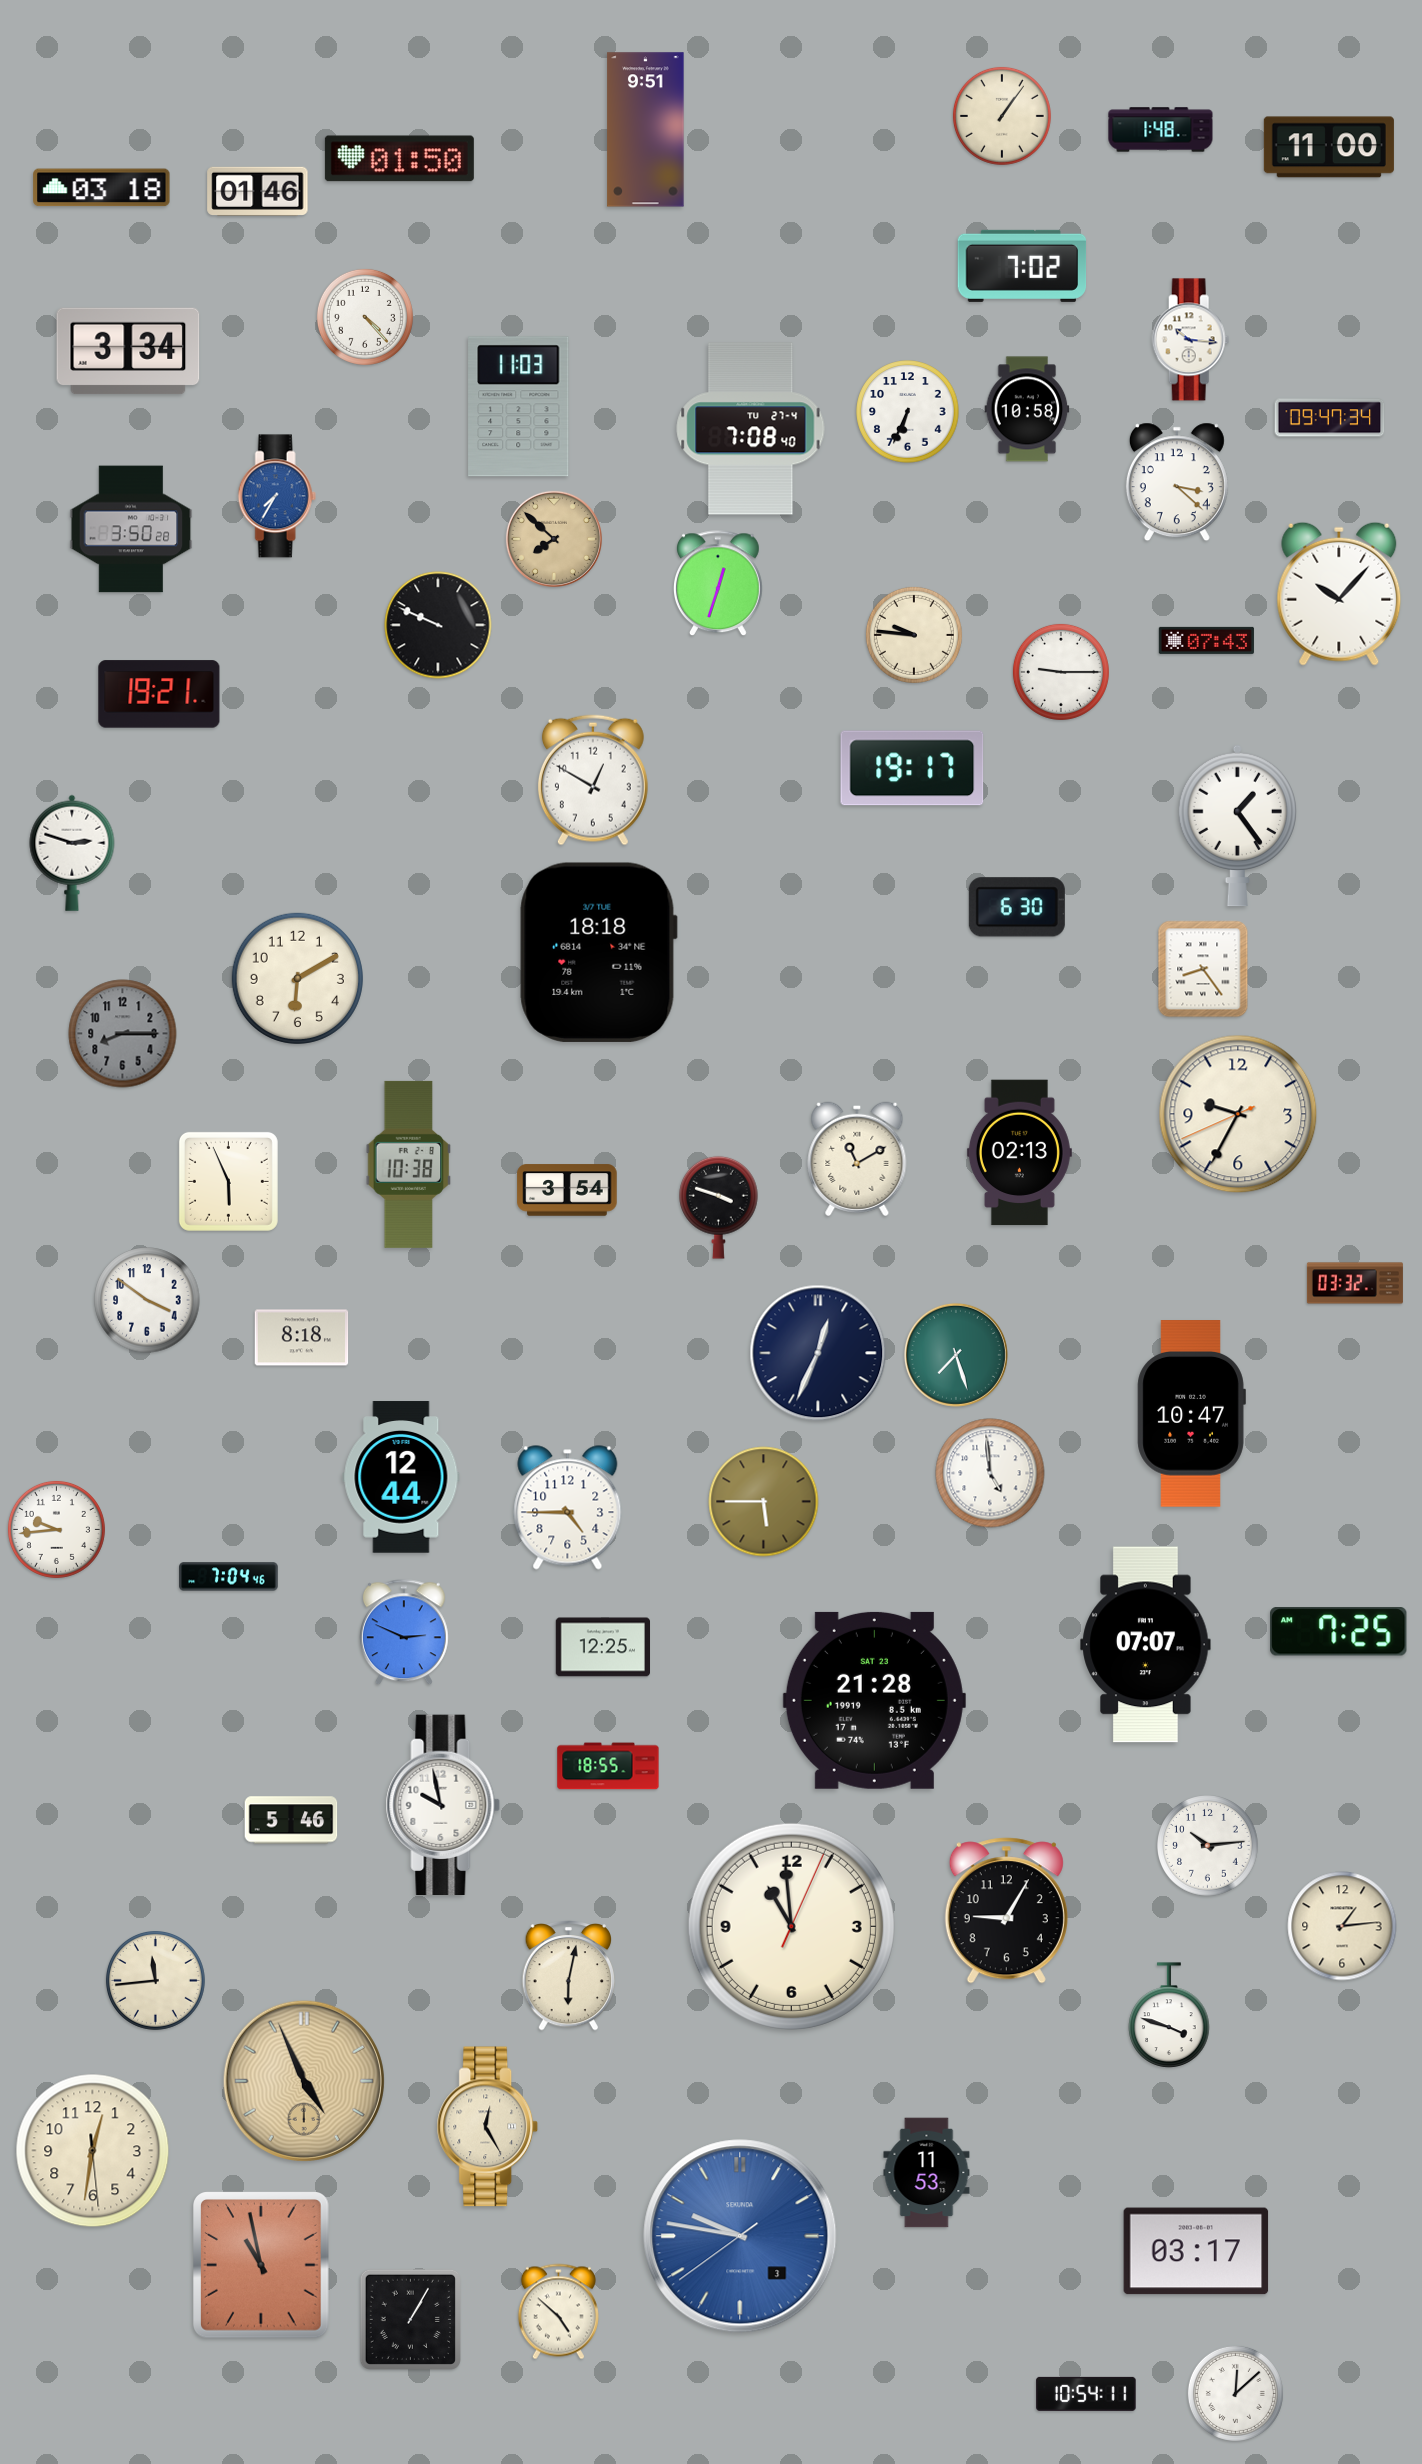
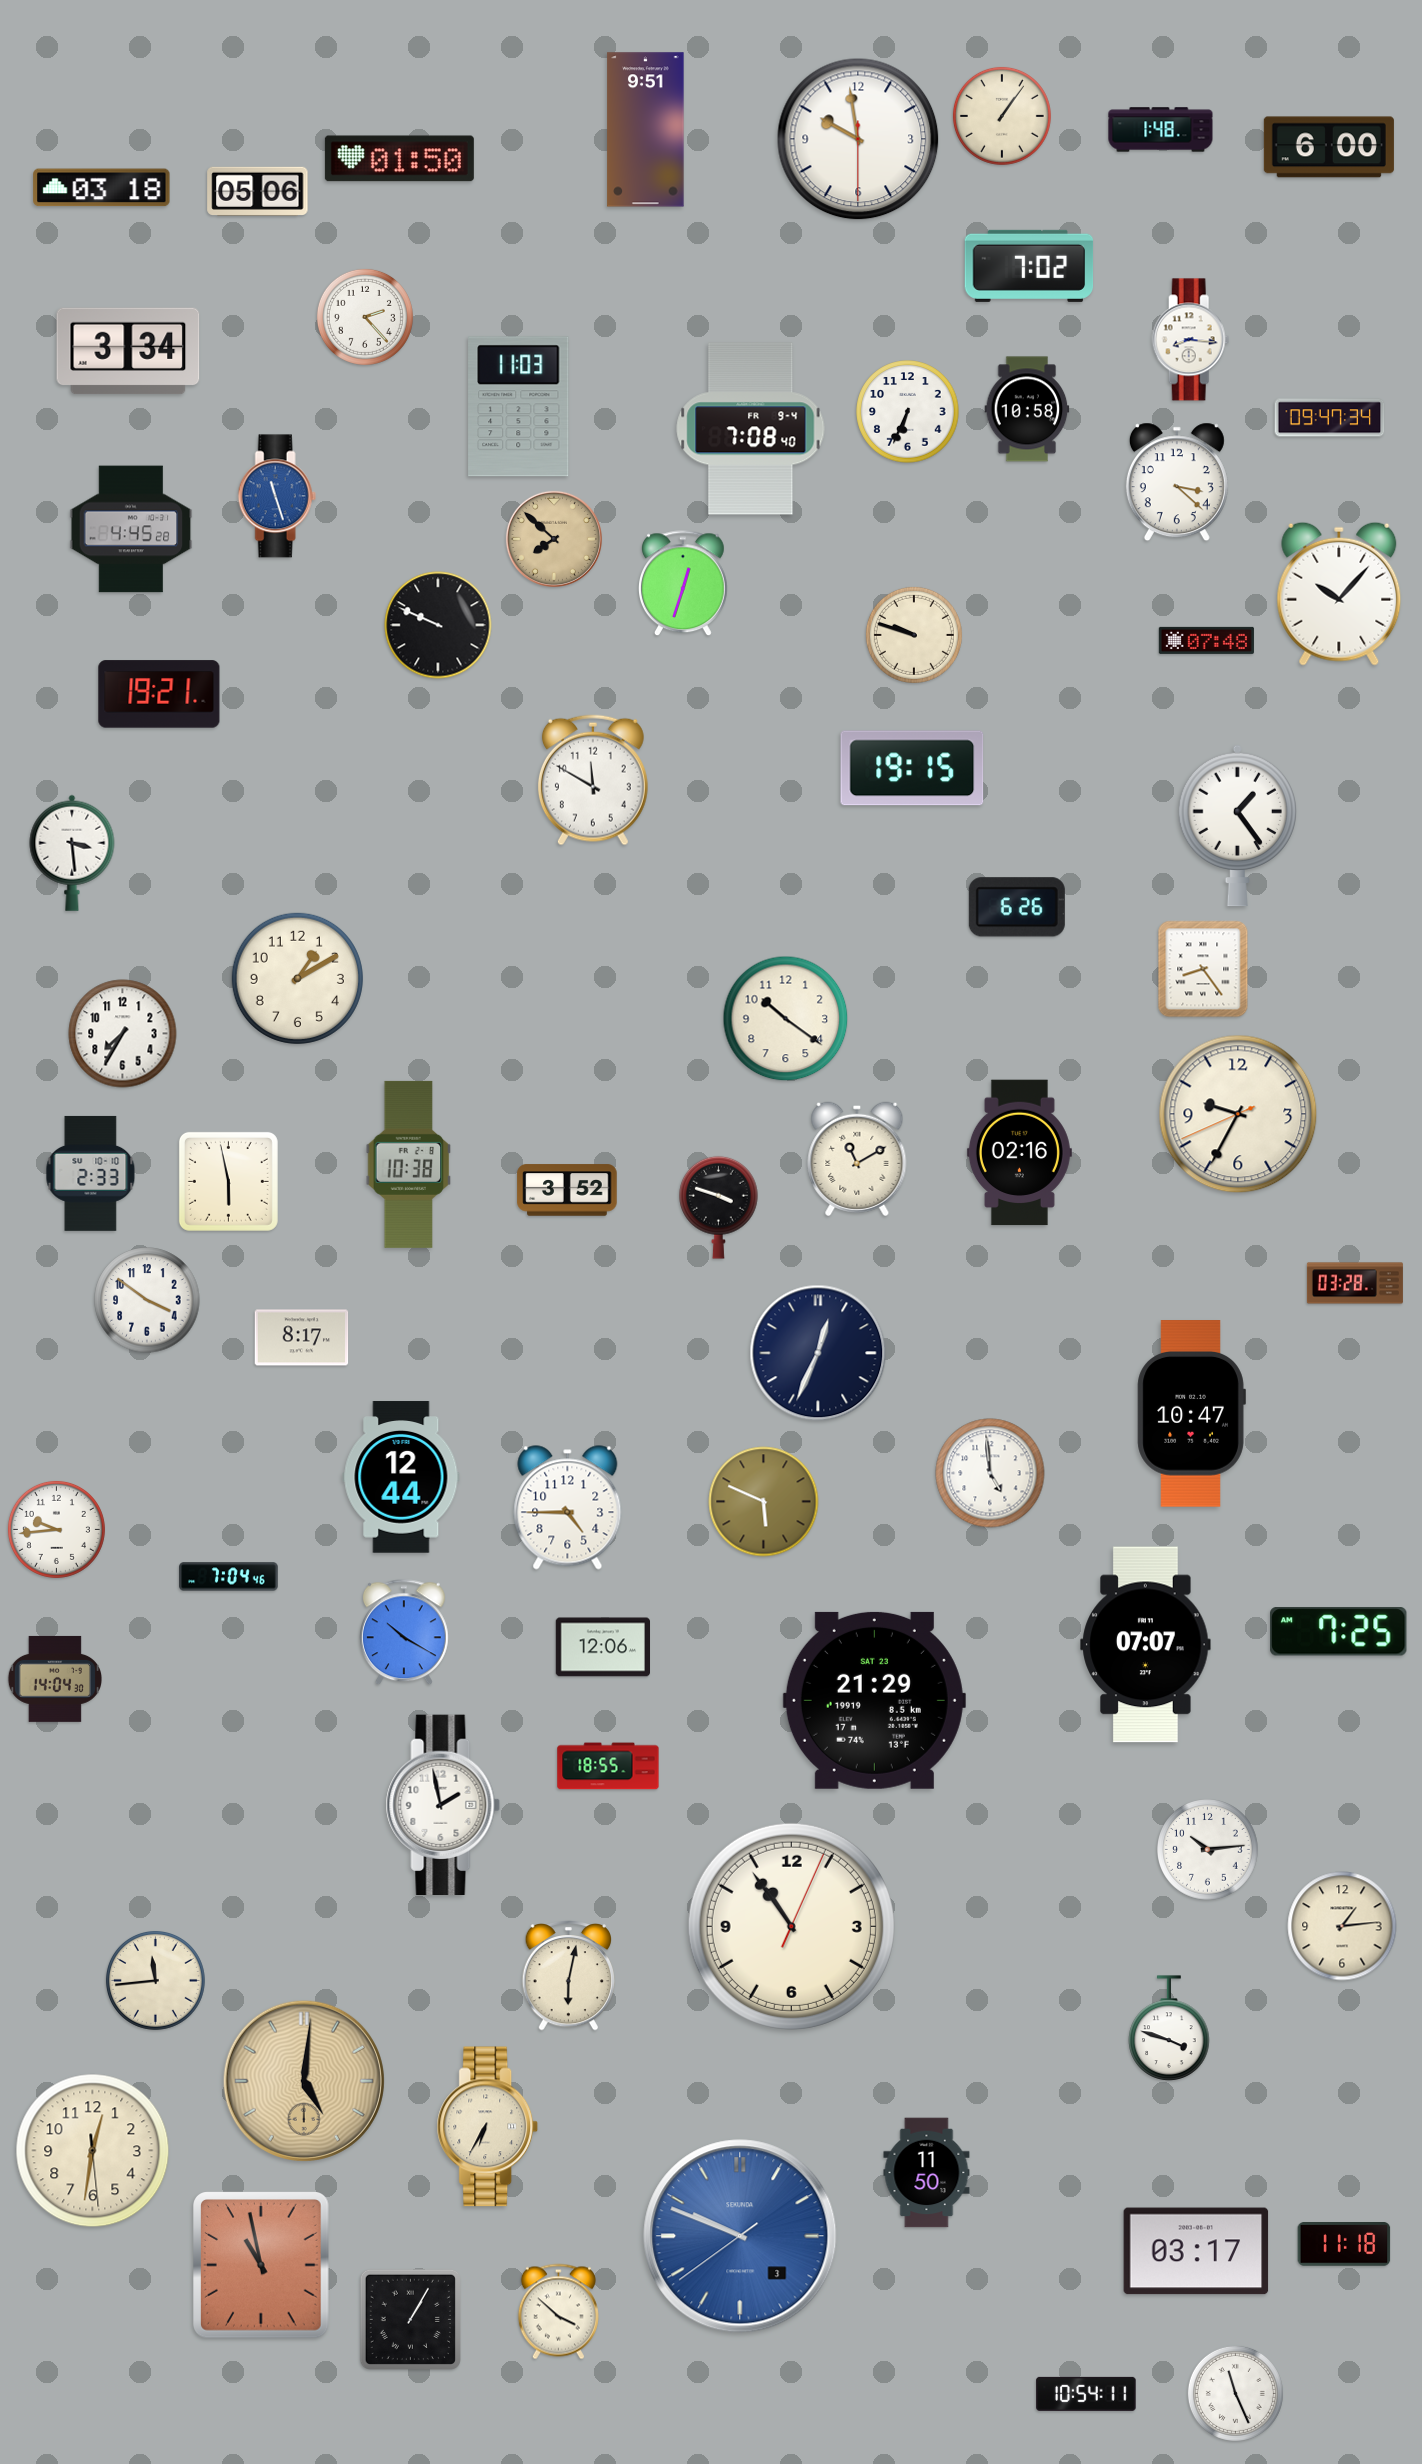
clock at (858, 139): none -> 9:58
clock at (1329, 147): 11:00 -> 6:00
clock at (258, 191): 01:46 -> 05:06
clock at (1022, 266) position: (1022, 266) -> (1029, 266)
clock at (365, 317): 4:23 -> 2:23
clock at (1191, 340): 10:16 -> 8:16
clock at (751, 429) date: TU 27-4 -> FR 9-4
clock at (277, 496): 7:35 -> 11:27
clock at (131, 529): 3:50 -> 4:45
clock at (718, 584) position: (718, 584) -> (683, 584)
clock at (914, 635): 9:46 -> 9:48
clock at (1206, 640): 07:43 -> 07:48
clock at (1061, 672): 9:15 -> none
clock at (912, 768): 19:17 -> 19:15
clock at (593, 780): 12:50 -> 11:50
clock at (72, 853): 2:48 -> 3:29
clock at (1017, 907): 6:30 -> 6:26
clock at (598, 952): 18:18 -> none
clock at (297, 978): 6:10 -> 1:10
clock at (786, 1019): none -> 10:21
clock at (123, 1034): 8:15 -> 7:35
clock at (123, 1034) dial: grey -> white
clock at (1019, 1153): 02:13 -> 02:16
clock at (91, 1173): none -> 2:33
clock at (228, 1181): 5:56 -> 5:58
clock at (567, 1190): 3:54 -> 3:52
clock at (1355, 1283): 03:32 -> 03:28
clock at (302, 1338): 8:18 -> 8:17
clock at (956, 1355): 7:27 -> none
clock at (764, 1502): 5:45 -> 5:49
clock at (404, 1633): 2:49 -> 10:20
clock at (602, 1647): 12:25 -> 12:06
clock at (54, 1679): none -> 14:04
clock at (874, 1700): 21:28 -> 21:29
clock at (443, 1804): 9:58 -> 1:58
clock at (291, 1820): 5:46 -> none
clock at (1208, 1846) position: (1208, 1846) -> (1208, 1850)
clock at (1006, 1911): 9:05 -> none
clock at (791, 1926): 10:59 -> 10:54
clock at (1169, 2015) position: (1169, 2015) -> (1169, 2028)
clock at (304, 2081): 4:56 -> 5:01
clock at (488, 2127): 12:25 -> 6:35
clock at (927, 2173): 11:53 -> 11:50
clock at (740, 2236): 9:46 -> 9:48
clock at (1344, 2244): none -> 11:18
clock at (558, 2312): 4:52 -> 3:52
clock at (1235, 2393): 12:08 -> 11:26
